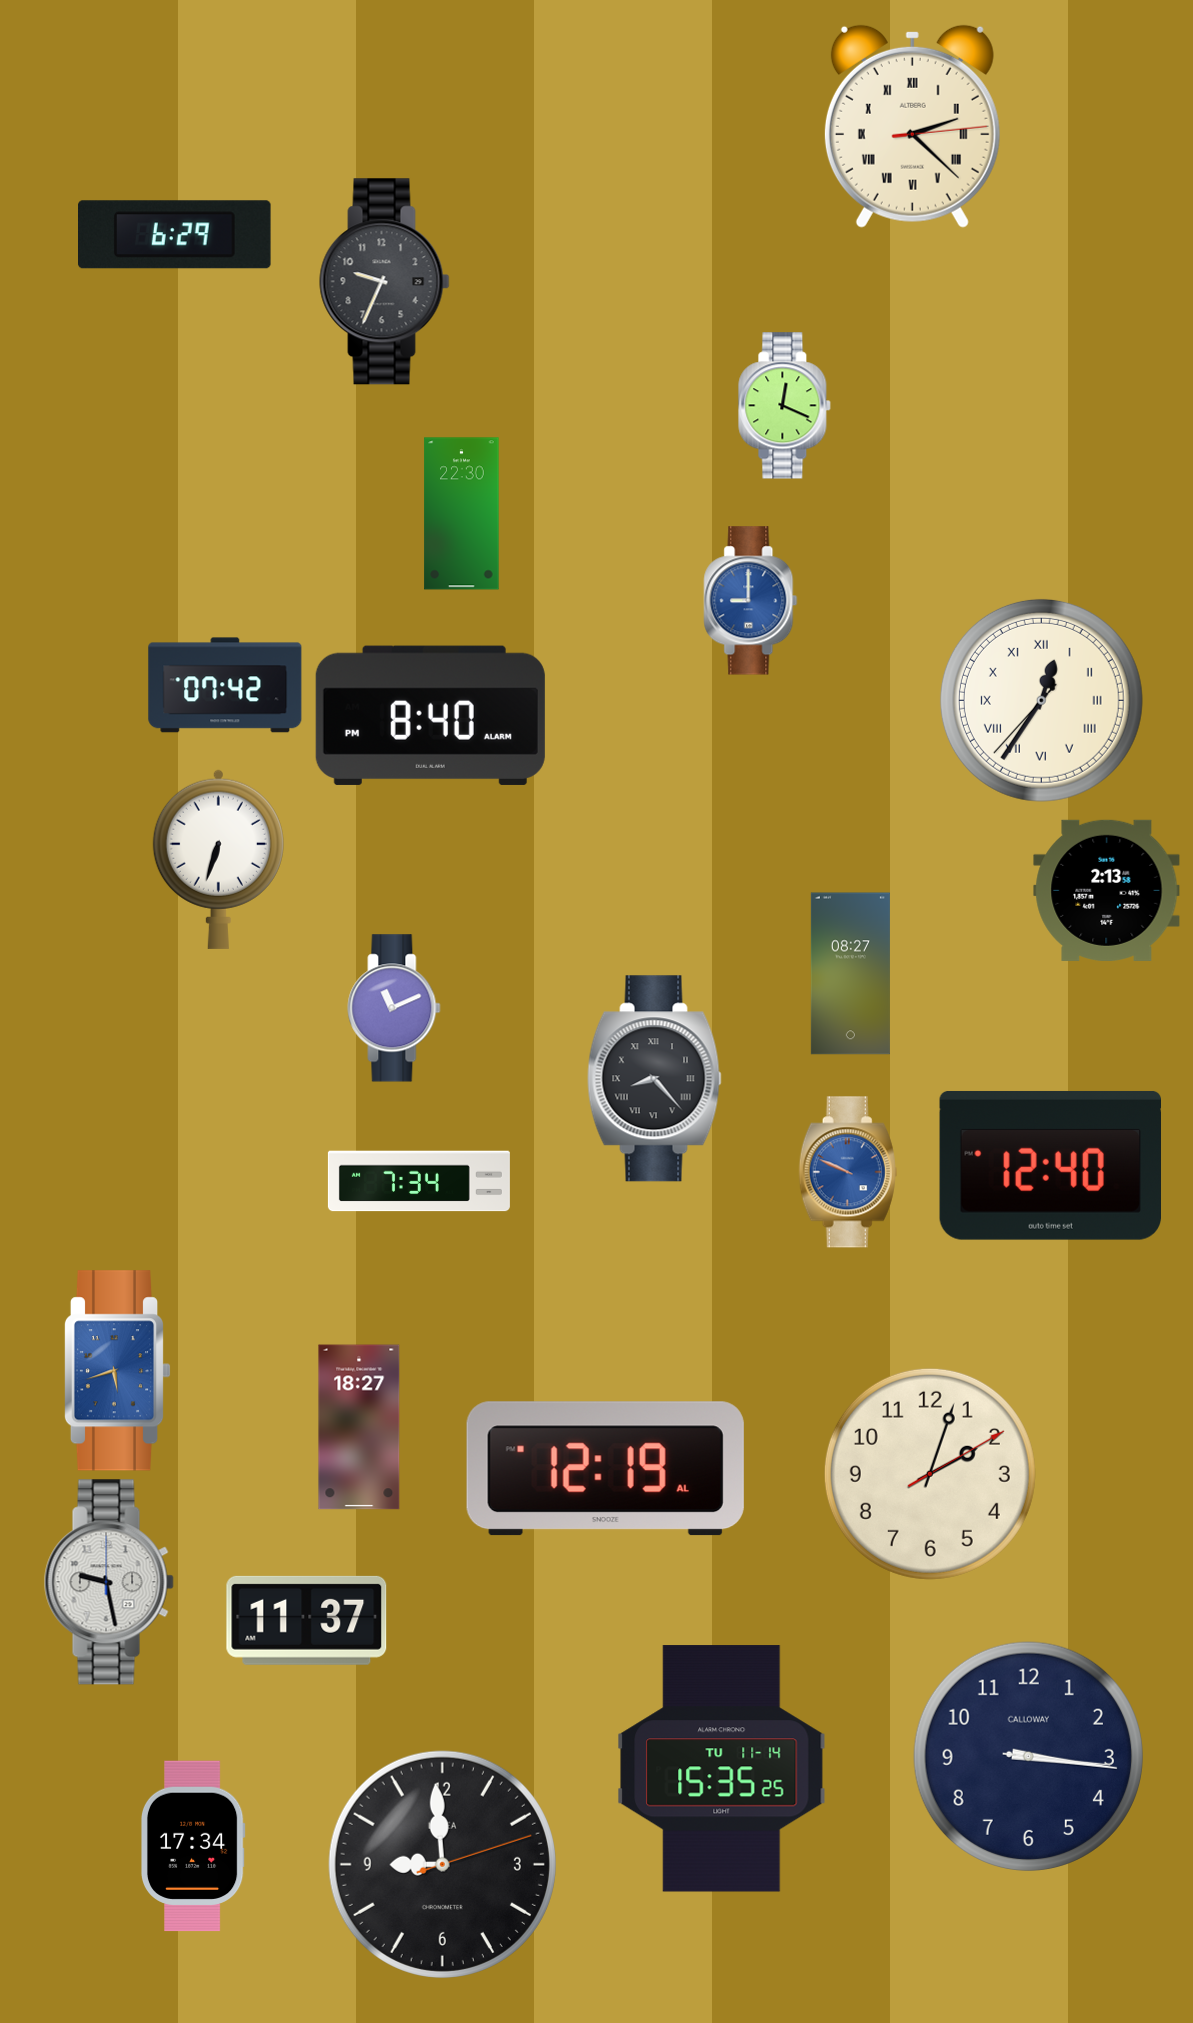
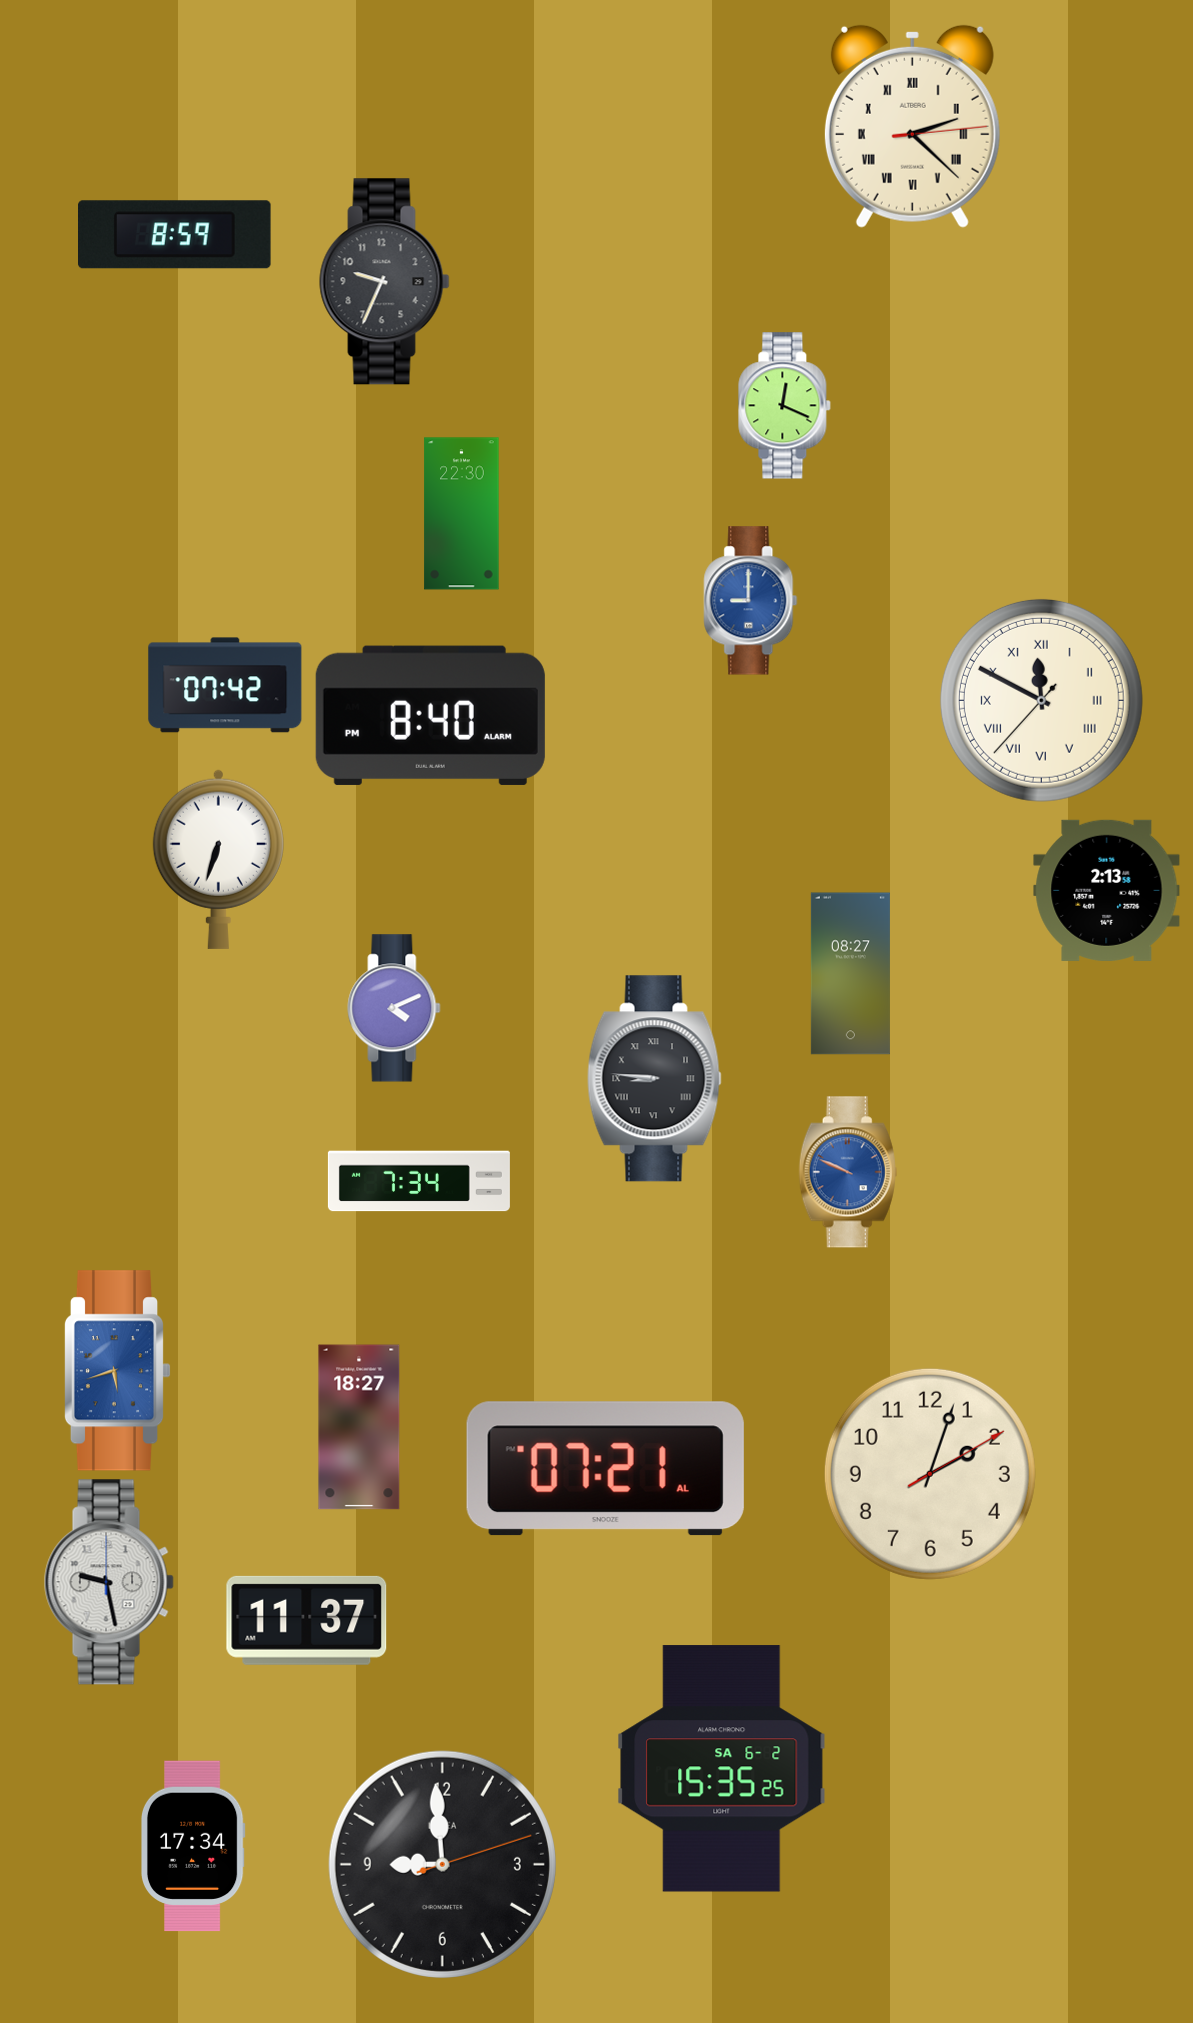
clock at (175, 235): 6:29 -> 8:59
clock at (1041, 700): 12:35 -> 11:49
clock at (394, 1008): 11:11 -> 4:11
clock at (655, 1079): 8:23 -> 8:46
clock at (1050, 1165): 12:40 -> none
clock at (605, 1469): 12:19 -> 07:21
clock at (1028, 1756): 3:16 -> none
clock at (722, 1769) date: TU 11-14 -> SA 6-2
